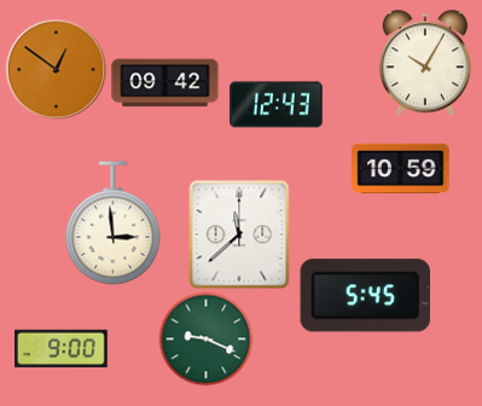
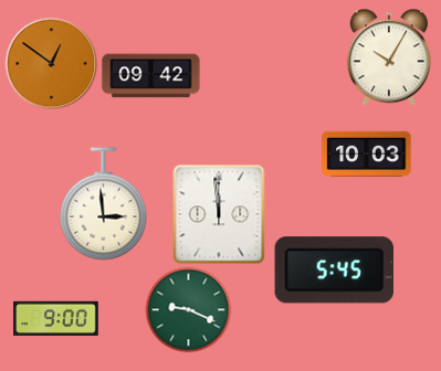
clock at (277, 105): 12:43 -> none
clock at (401, 168): 10:59 -> 10:03
clock at (239, 234): 11:38 -> 11:59
